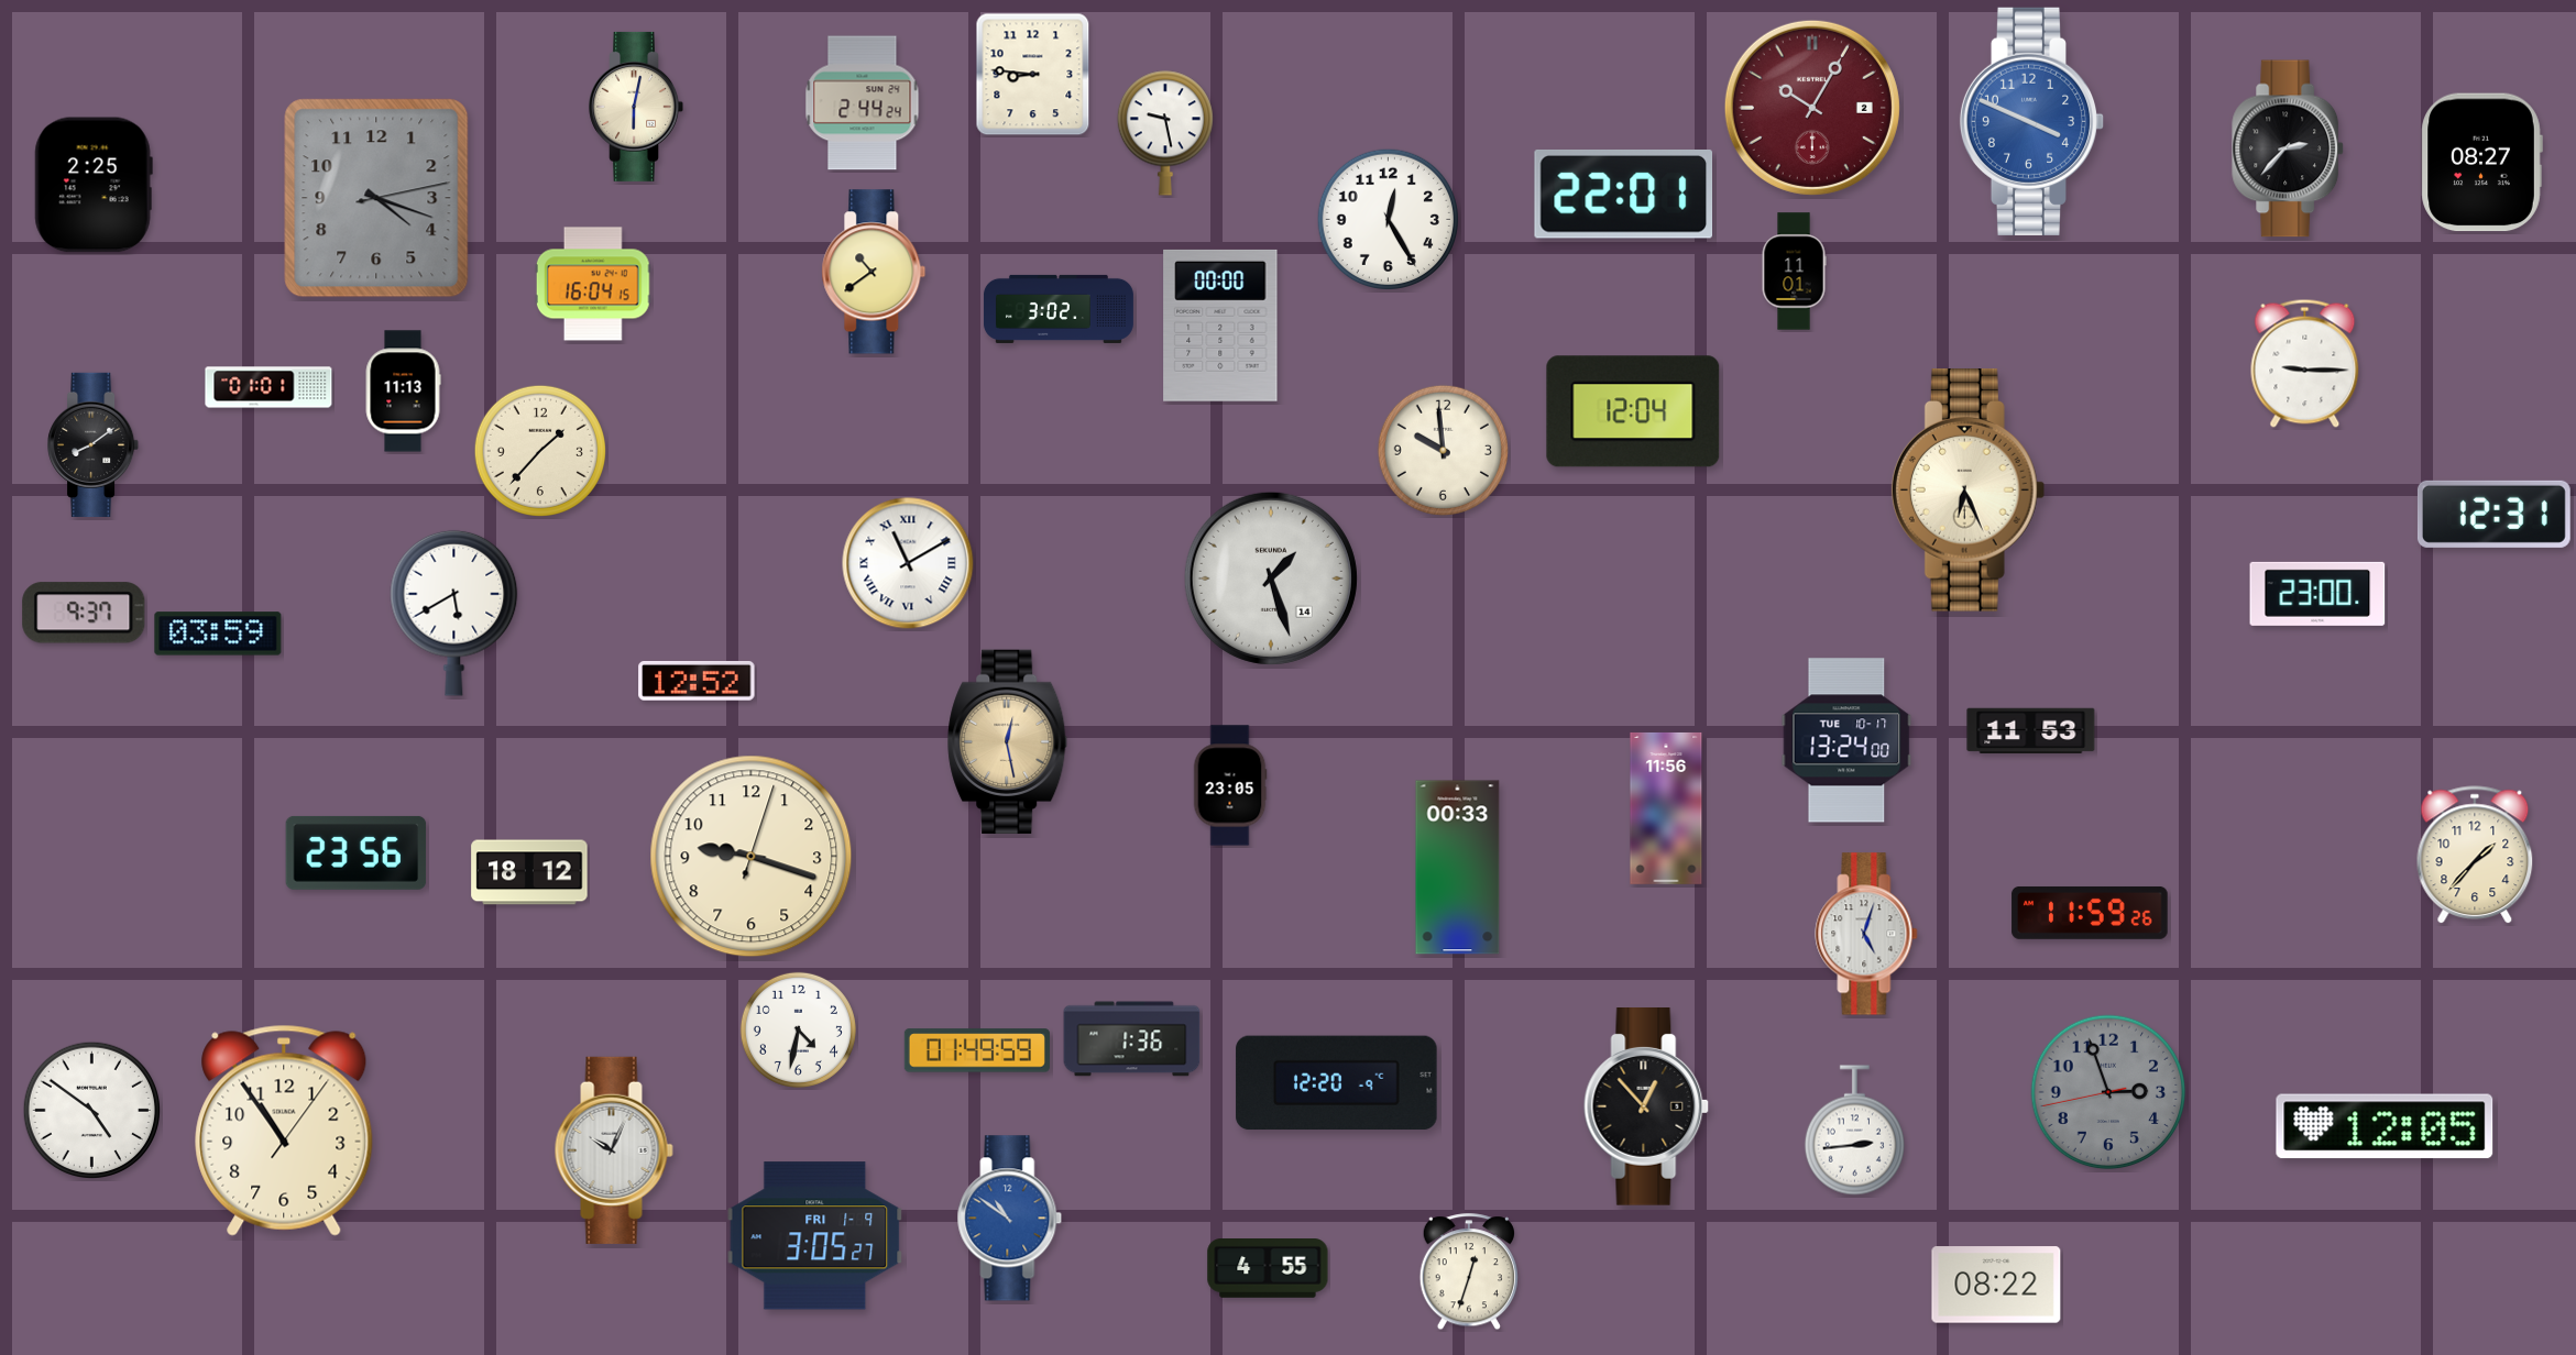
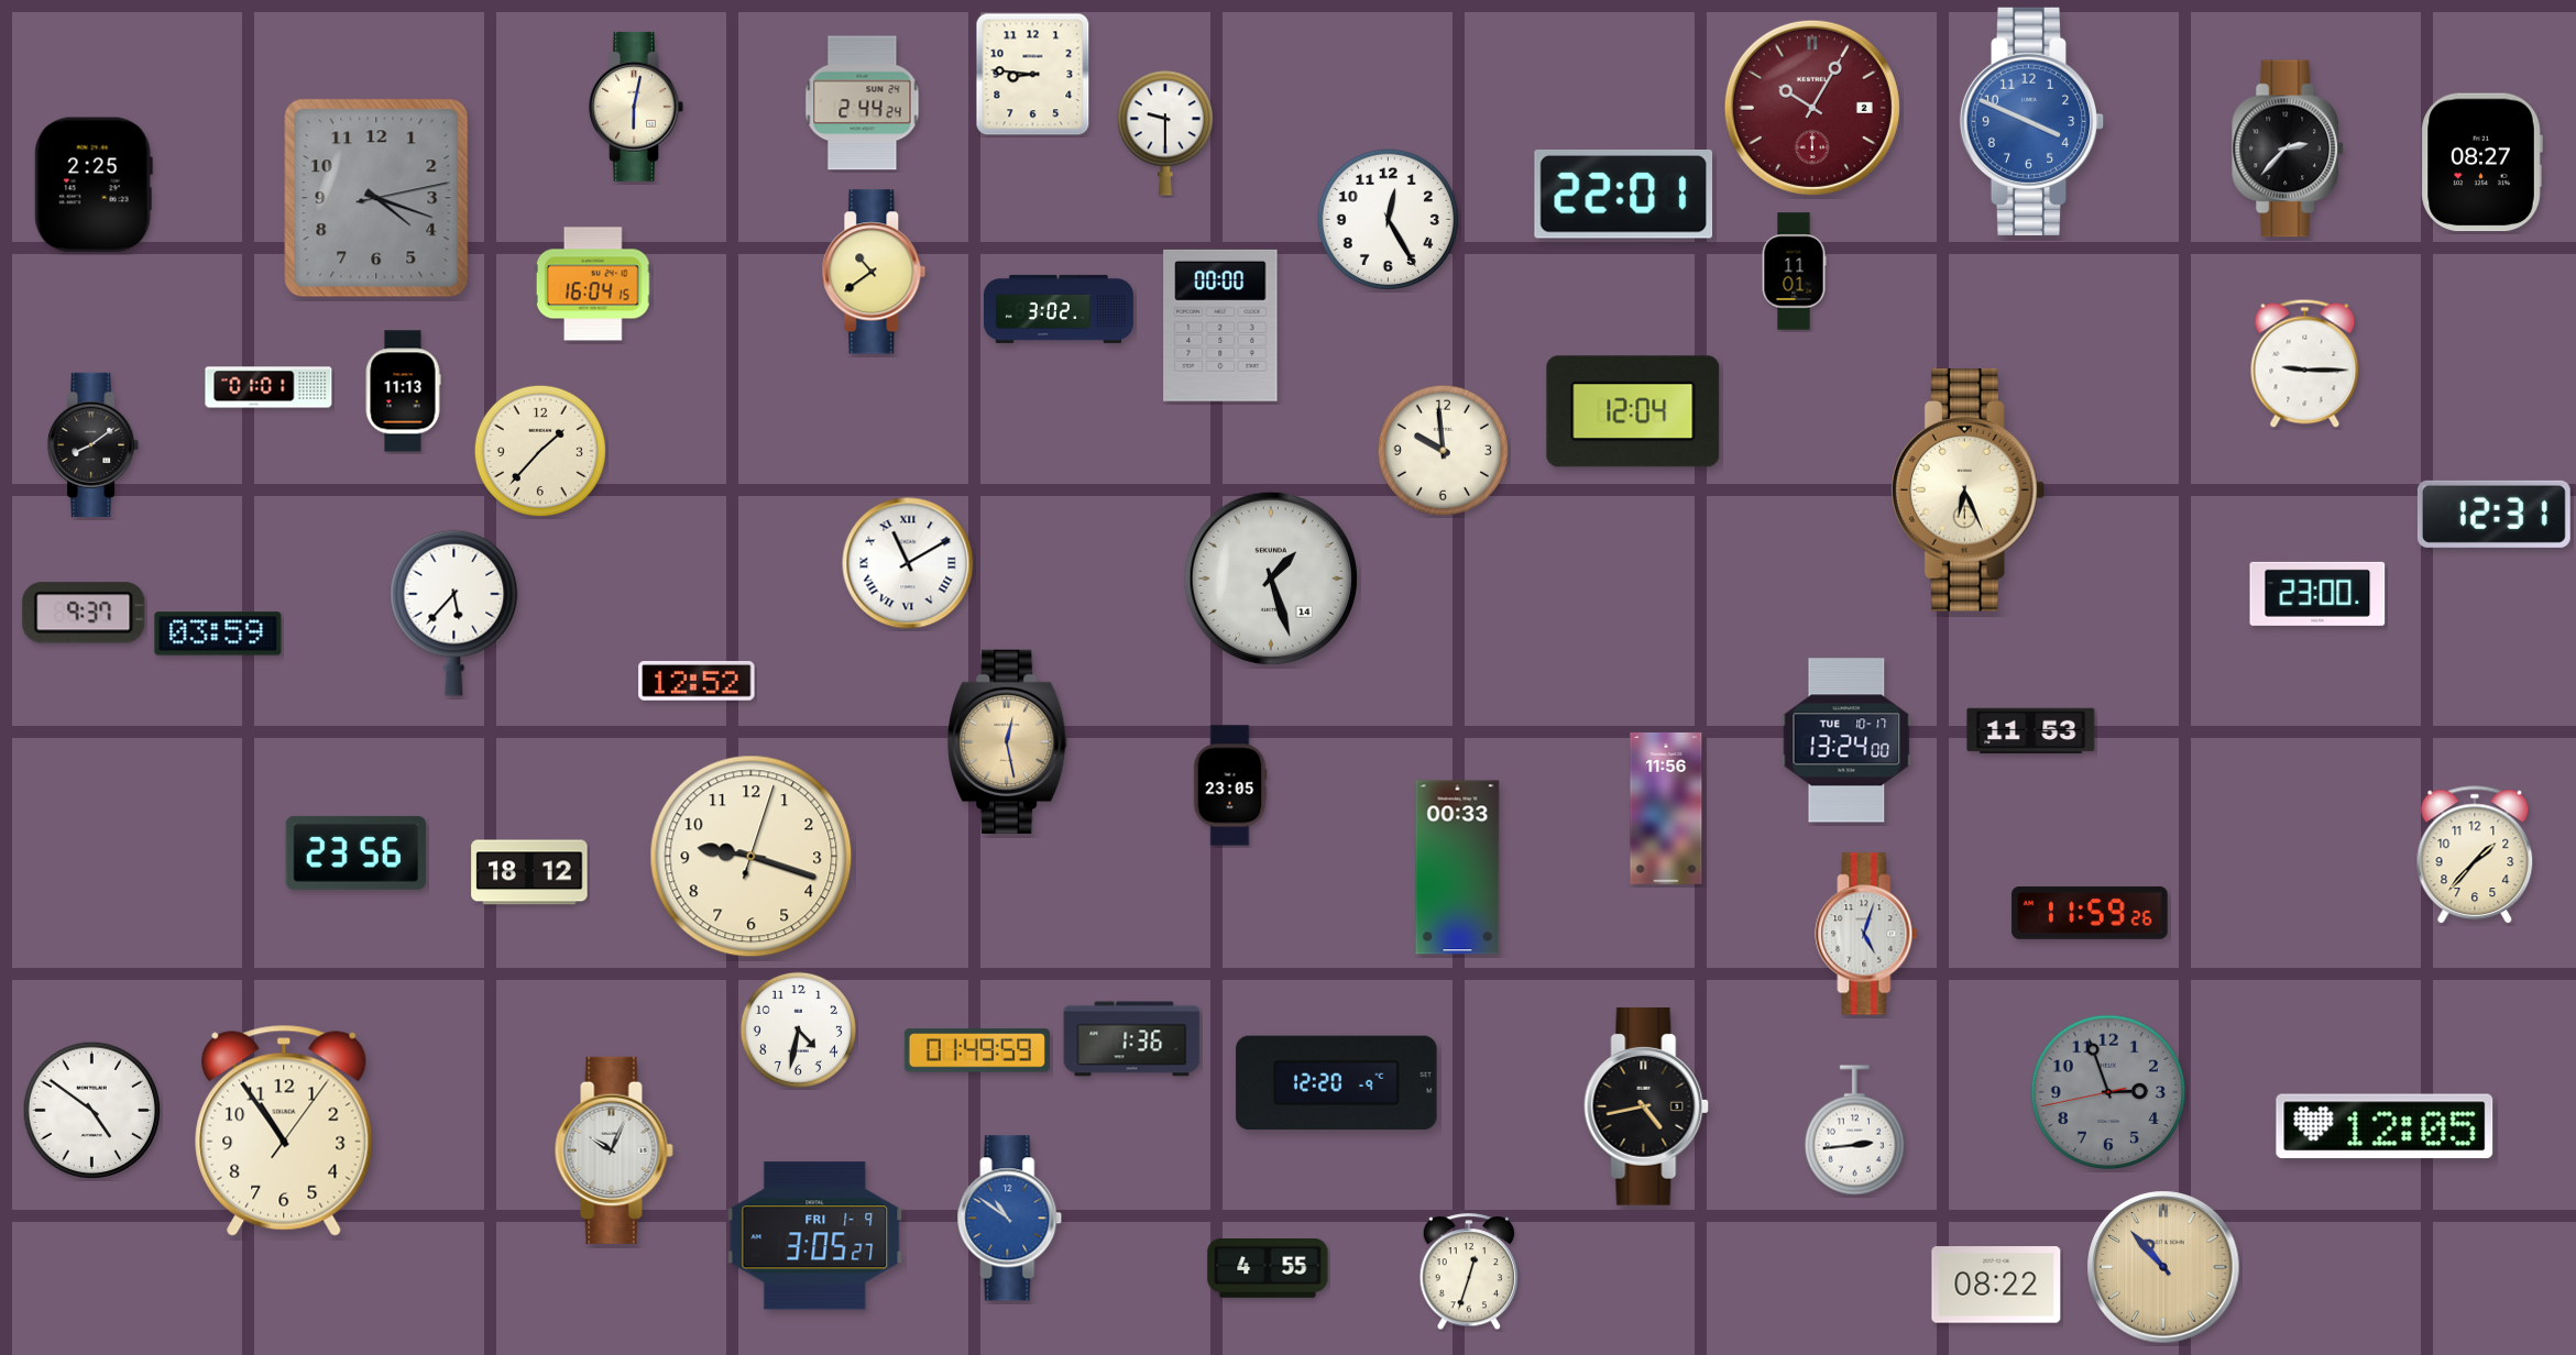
clock at (1165, 133): 9:28 -> 9:30
clock at (454, 613): 5:40 -> 5:37
clock at (1646, 1108): 12:53 -> 4:43
clock at (2163, 1267): none -> 10:53
